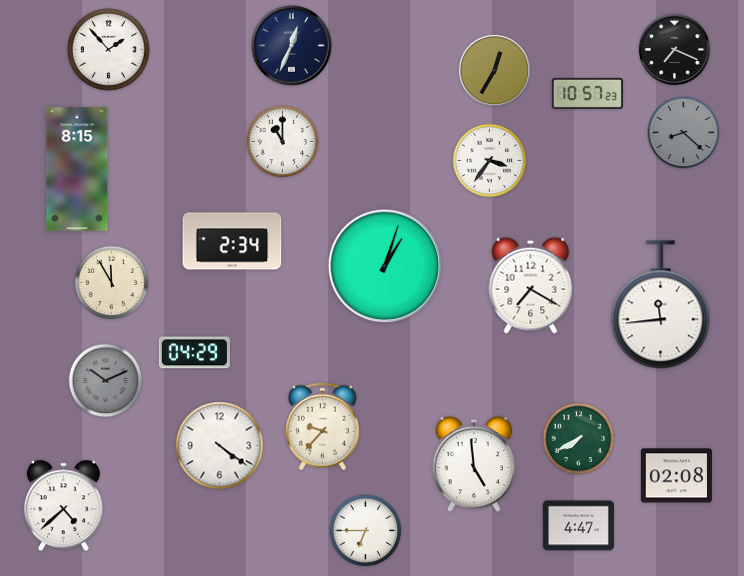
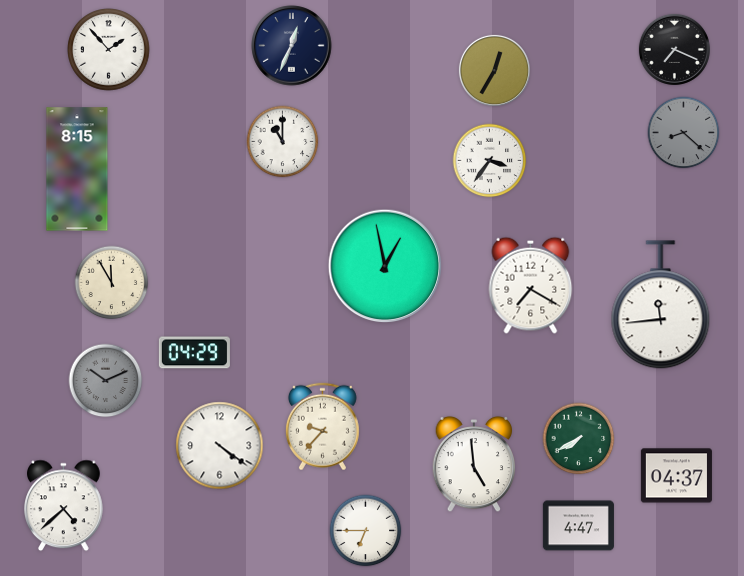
clock at (587, 93): 10:57 -> none
clock at (232, 241): 2:34 -> none
clock at (385, 266): 1:03 -> 12:58
clock at (676, 476): 02:08 -> 04:37
